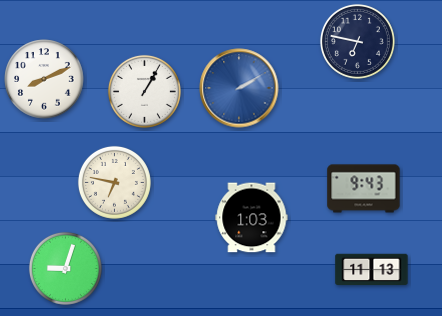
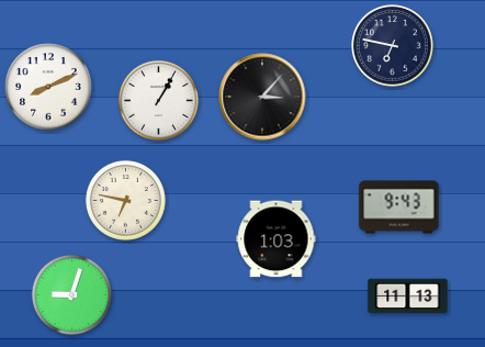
clock at (239, 88): 2:10 -> 3:07
clock at (239, 88) dial: blue -> black
